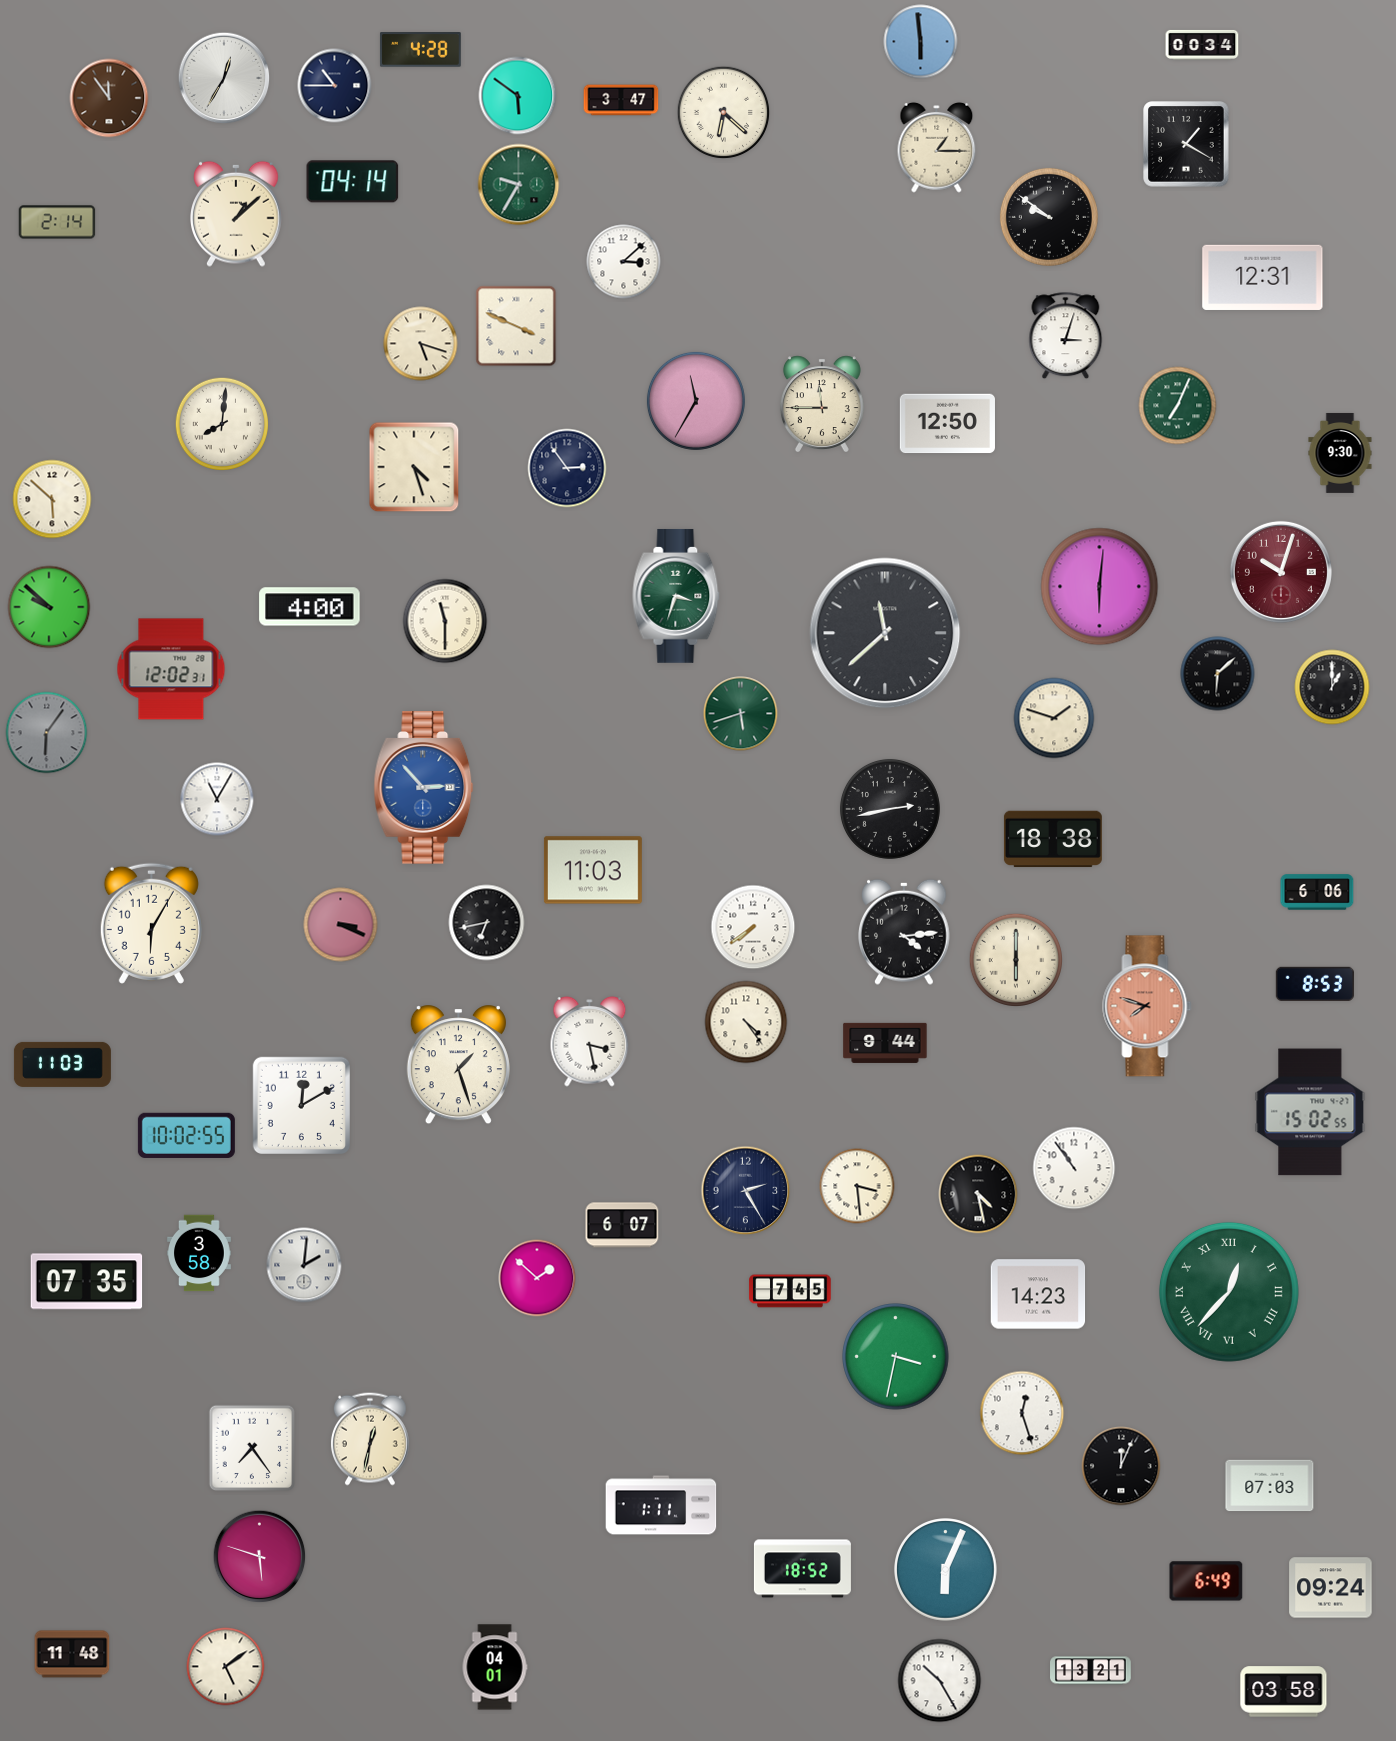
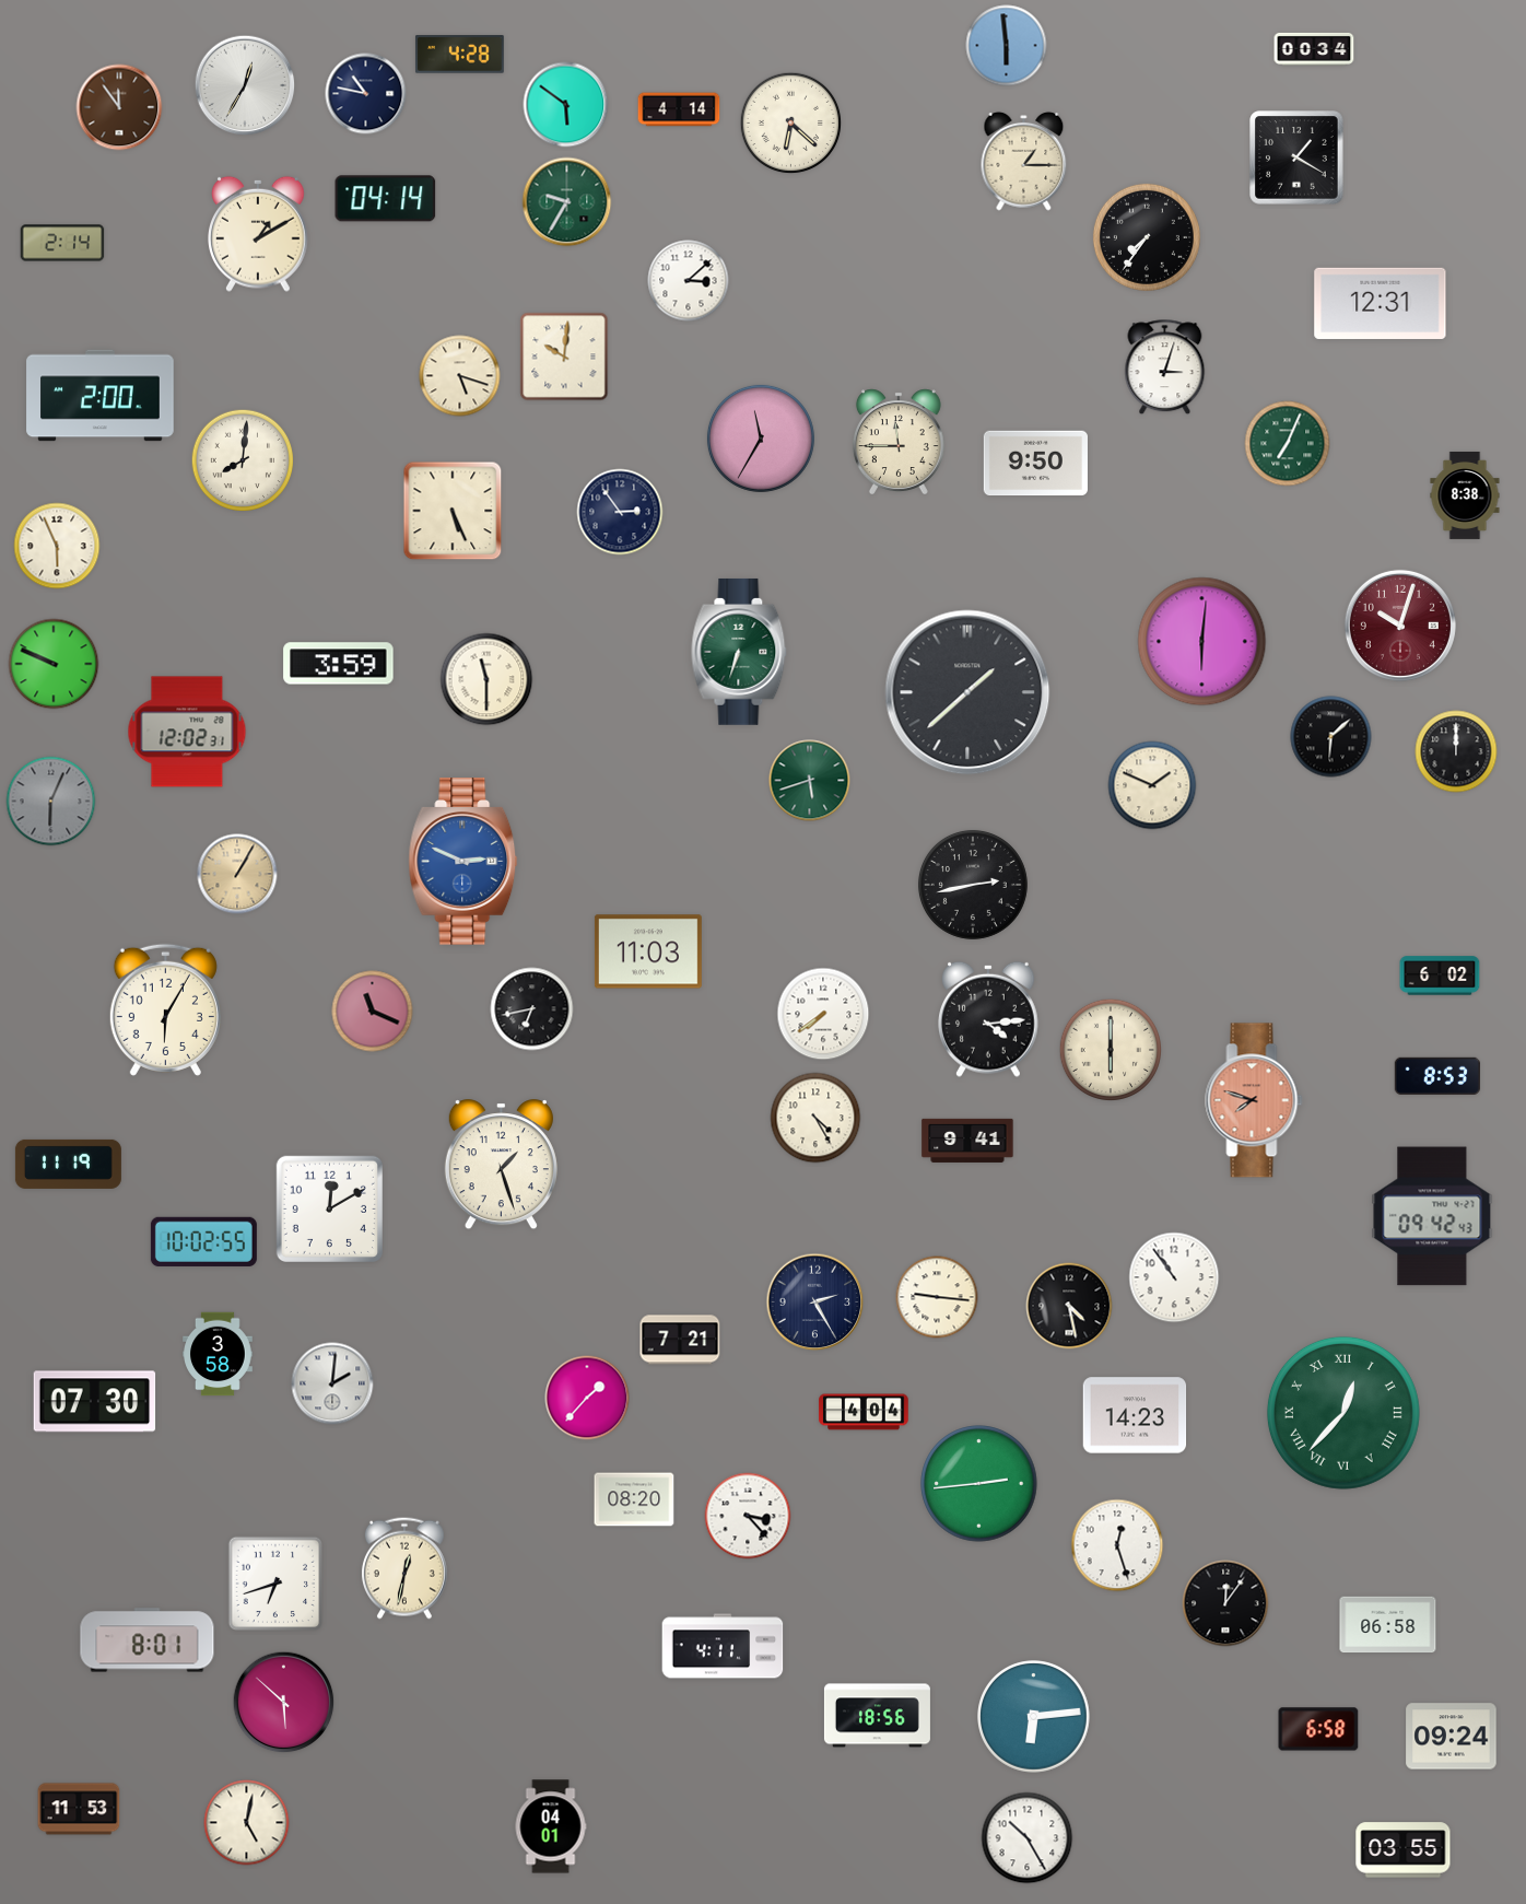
clock at (335, 86): 10:45 -> 10:47
clock at (621, 100): 3:47 -> 4:14
clock at (237, 214): 1:08 -> 1:10
clock at (1049, 217): 9:51 -> 7:36
clock at (624, 262) position: (624, 262) -> (689, 281)
clock at (516, 326): 3:49 -> 10:01
clock at (101, 396): none -> 2:00
clock at (222, 424) position: (222, 424) -> (243, 460)
clock at (947, 424): 12:50 -> 9:50
clock at (1340, 453): 9:30 -> 8:38
clock at (414, 467): 4:27 -> 5:26
clock at (52, 499): 5:52 -> 5:56
clock at (676, 596): 3:33 -> 6:33
clock at (49, 607): 9:52 -> 9:49
clock at (310, 607): 4:00 -> 3:59
clock at (885, 633): 11:38 -> 1:38
clock at (1332, 687): 1:00 -> 12:00
clock at (1054, 718): 1:48 -> 1:49
clock at (47, 733): 6:06 -> 6:04
clock at (424, 788): 2:53 -> 2:49
clock at (217, 799): 11:05 -> 1:05
clock at (217, 799) dial: white -> champagne
clock at (1053, 839): 18:38 -> none
clock at (1317, 892): 6:06 -> 6:02
clock at (341, 925): 3:19 -> 11:19
clock at (746, 1022): 4:24 -> 4:25
clock at (590, 1042): 3:28 -> none
clock at (885, 1043): 9:44 -> 9:41
clock at (62, 1064): 11:03 -> 11:19
clock at (1310, 1112): 15:02 -> 09:42
clock at (857, 1186): 3:29 -> 9:16
clock at (622, 1225): 6:07 -> 7:21
clock at (199, 1253) position: (199, 1253) -> (218, 1354)
clock at (537, 1278): 1:52 -> 1:37
clock at (87, 1282): 07:35 -> 07:30
clock at (790, 1291): 7:45 -> 4:04
clock at (896, 1357): 3:32 -> 2:44
clock at (634, 1499): none -> 08:20
clock at (748, 1516): none -> 3:23
clock at (370, 1439) position: (370, 1439) -> (404, 1568)
clock at (251, 1447): 7:24 -> 6:42
clock at (1121, 1466): 12:04 -> 12:06
clock at (1270, 1486): 07:03 -> 06:58
clock at (148, 1640): none -> 8:01
clock at (661, 1505): 1:11 -> 4:11
clock at (260, 1557): 5:48 -> 5:52
clock at (802, 1569): 18:52 -> 18:56
clock at (946, 1570): 6:04 -> 6:14
clock at (1206, 1581): 6:49 -> 6:58
clock at (1331, 1588) position: (1331, 1588) -> (1452, 1737)
clock at (72, 1654): 11:48 -> 11:53
clock at (226, 1667): 5:09 -> 5:02
clock at (495, 1667) position: (495, 1667) -> (551, 1826)
clock at (1091, 1671): 13:21 -> none
clock at (1284, 1692): 03:58 -> 03:55
